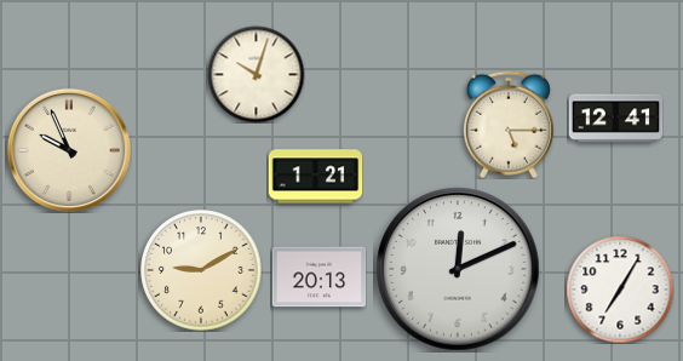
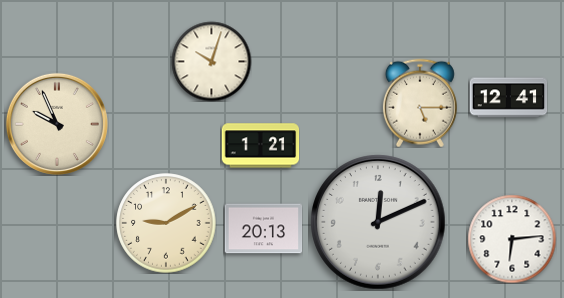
clock at (620, 290): 7:05 -> 6:14
